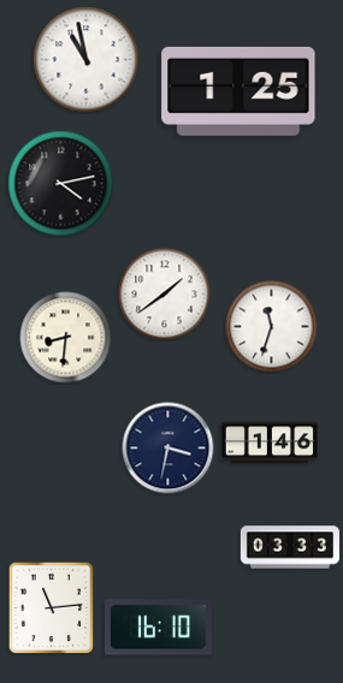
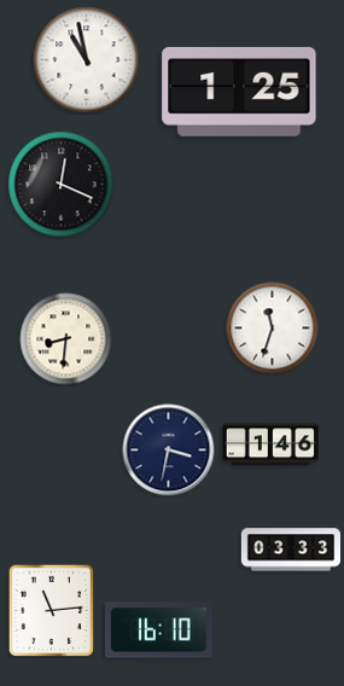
clock at (61, 184): 4:13 -> 12:19
clock at (165, 295): 1:39 -> none
